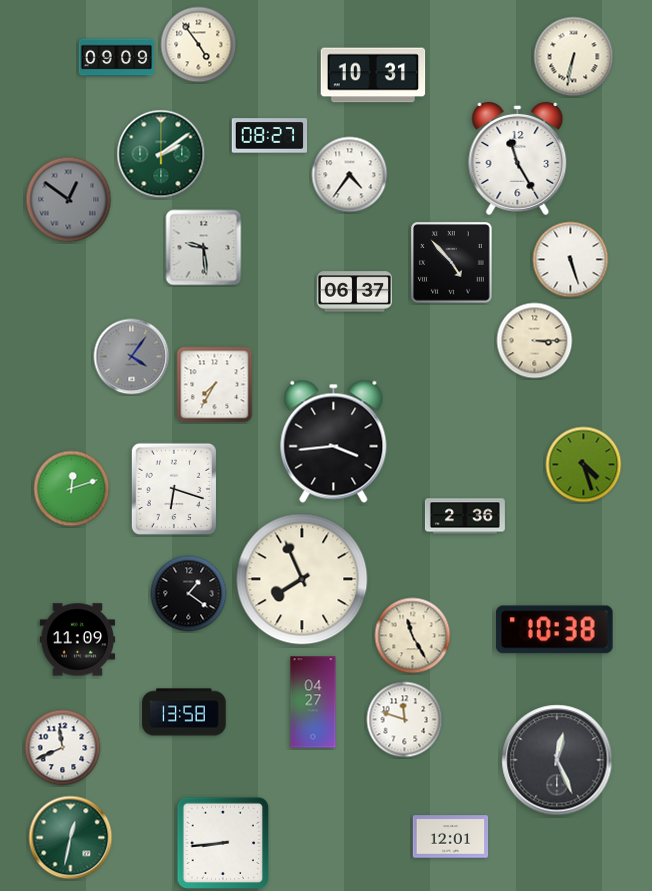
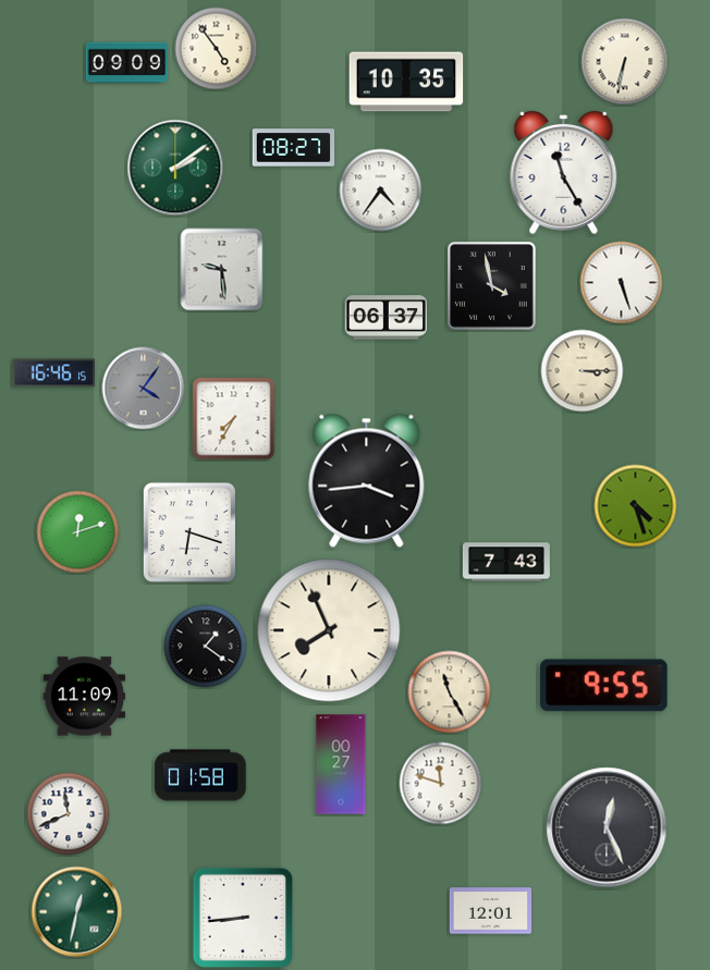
clock at (373, 75): 10:31 -> 10:35
clock at (69, 200): 12:51 -> none
clock at (452, 263): 4:53 -> 3:58
clock at (53, 373): none -> 16:46
clock at (334, 441) position: (334, 441) -> (367, 480)
clock at (465, 516): 2:36 -> 7:43
clock at (555, 630): 10:38 -> 9:55
clock at (313, 702): 04:27 -> 00:27
clock at (184, 712): 13:58 -> 01:58
